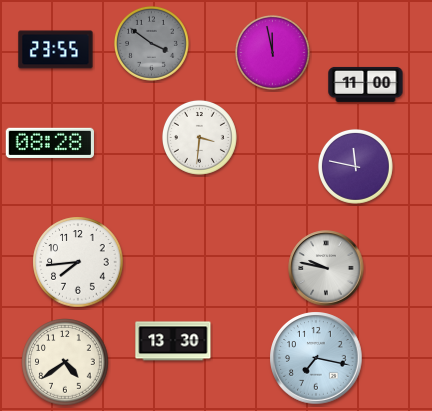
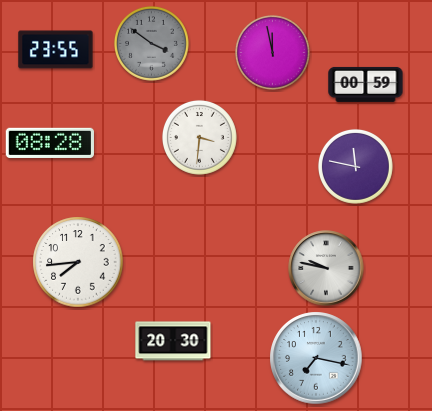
clock at (366, 84): 11:00 -> 00:59
clock at (173, 341): 13:30 -> 20:30
clock at (65, 362): 4:39 -> none
